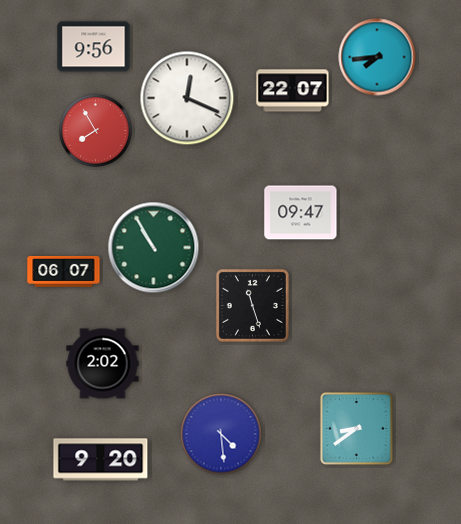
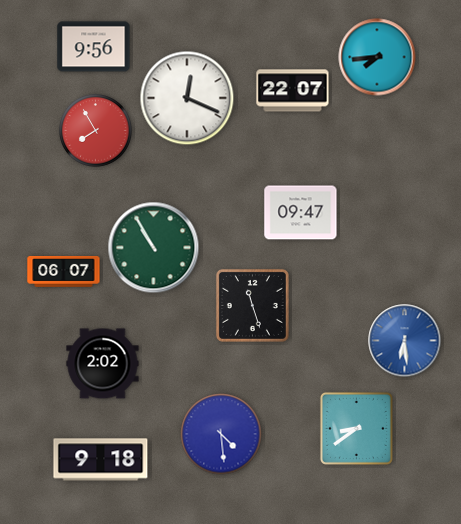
clock at (405, 341): none -> 6:29
clock at (101, 460): 9:20 -> 9:18
